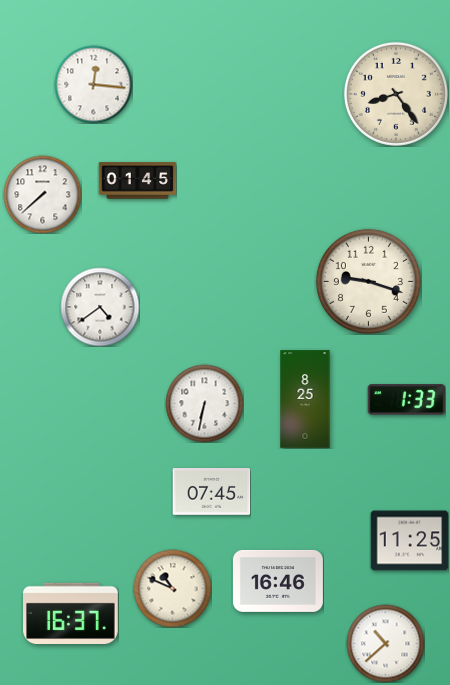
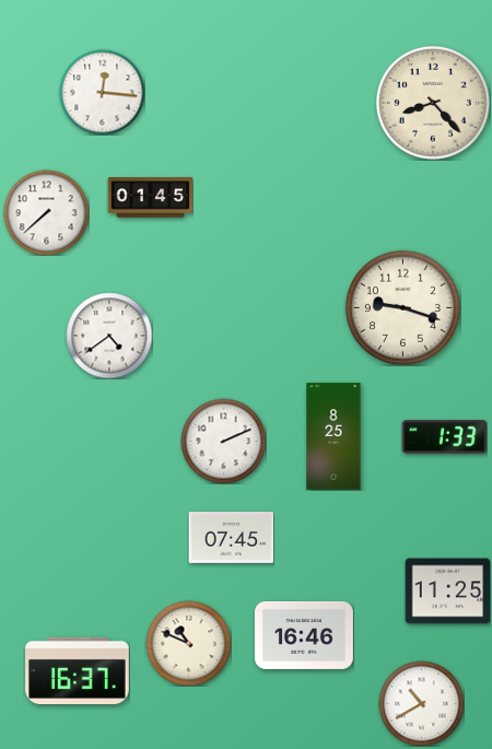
clock at (396, 94): 8:24 -> 8:23
clock at (204, 403): 6:32 -> 2:11
clock at (385, 643): 10:38 -> 10:40
